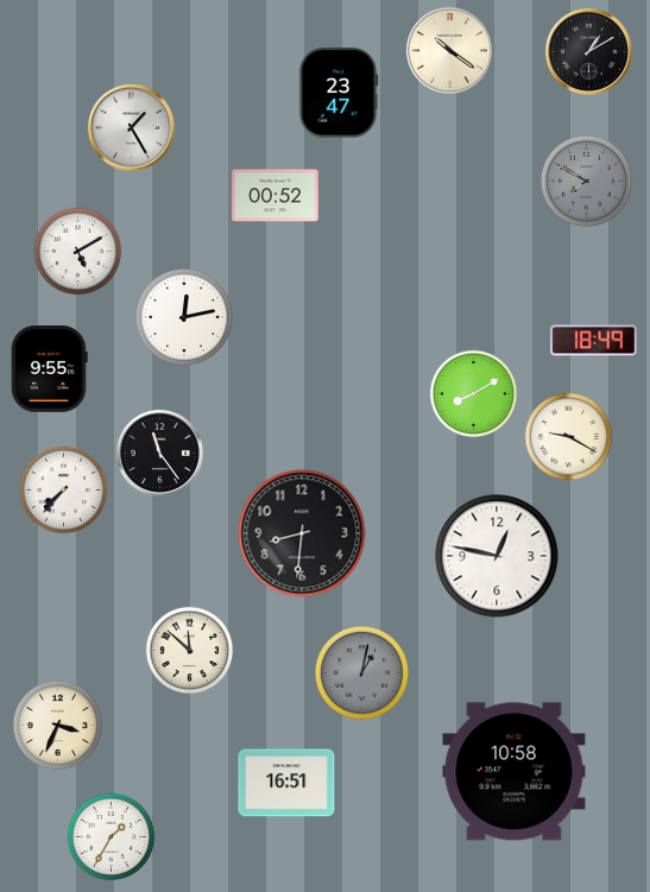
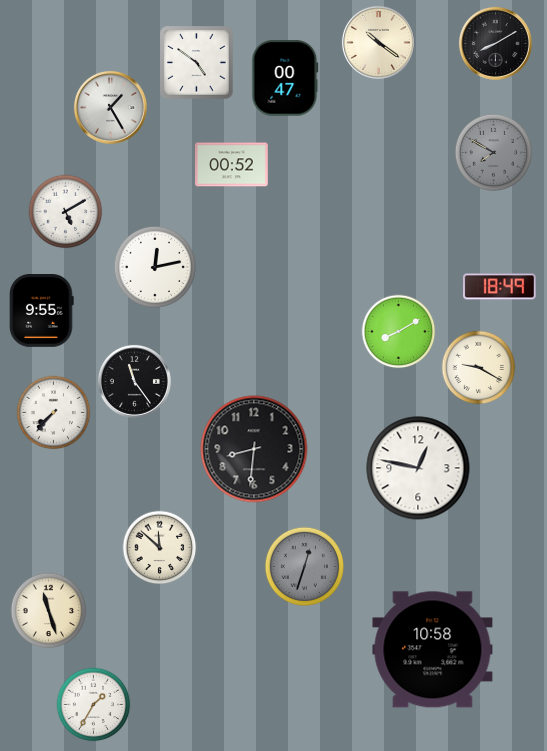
clock at (588, 51): 1:10 -> 8:10
clock at (197, 63): none -> 4:51
clock at (339, 93): 23:47 -> 00:47
clock at (361, 672): 1:02 -> 12:33
clock at (58, 726): 3:34 -> 11:27
clock at (286, 783): 16:51 -> none
